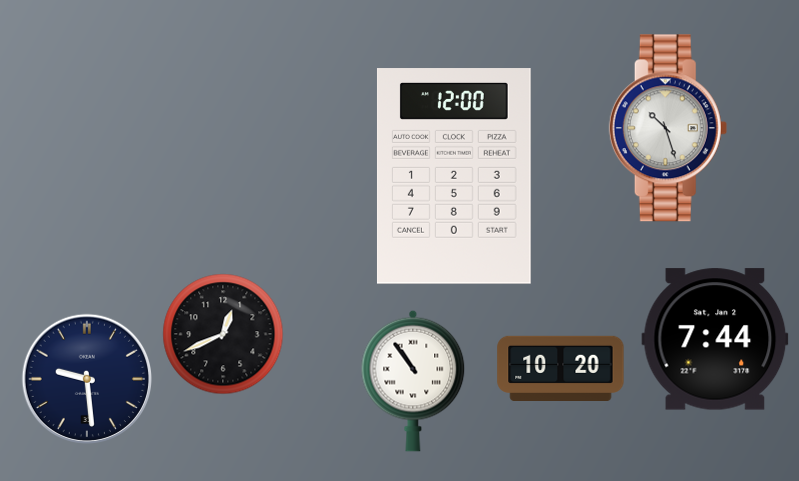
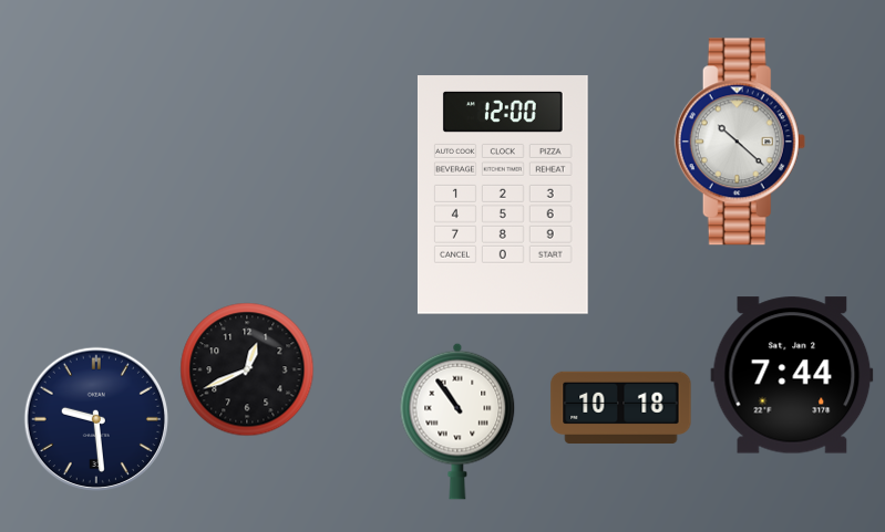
clock at (668, 128): 10:27 -> 10:22
clock at (561, 368): 10:20 -> 10:18
